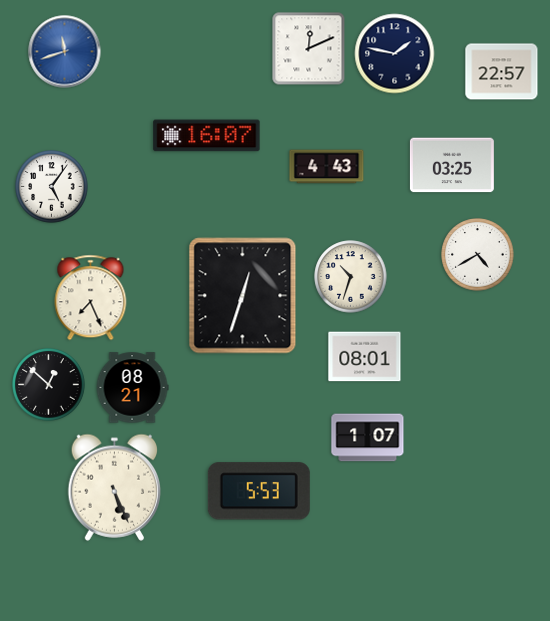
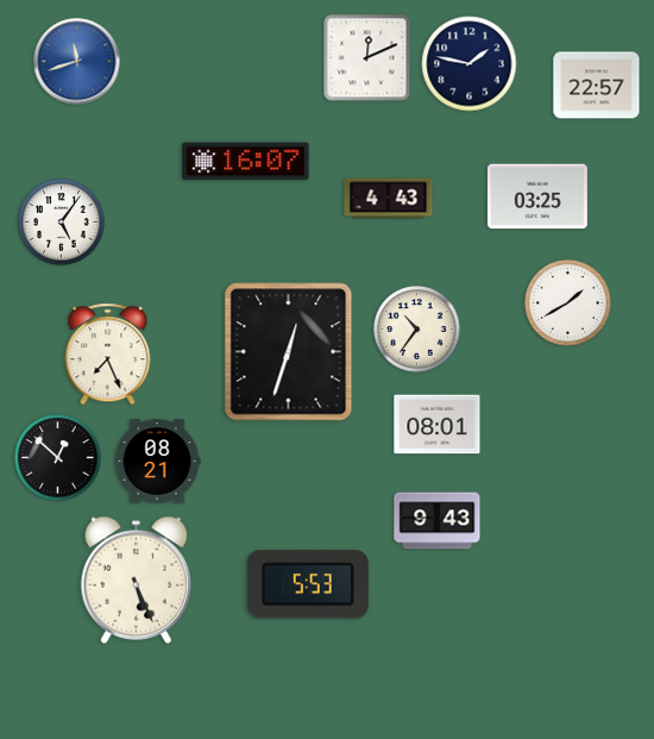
clock at (478, 255): 4:40 -> 1:40
clock at (351, 277): 10:33 -> 10:36
clock at (365, 357) position: (365, 357) -> (438, 425)
clock at (368, 438): 1:07 -> 9:43
